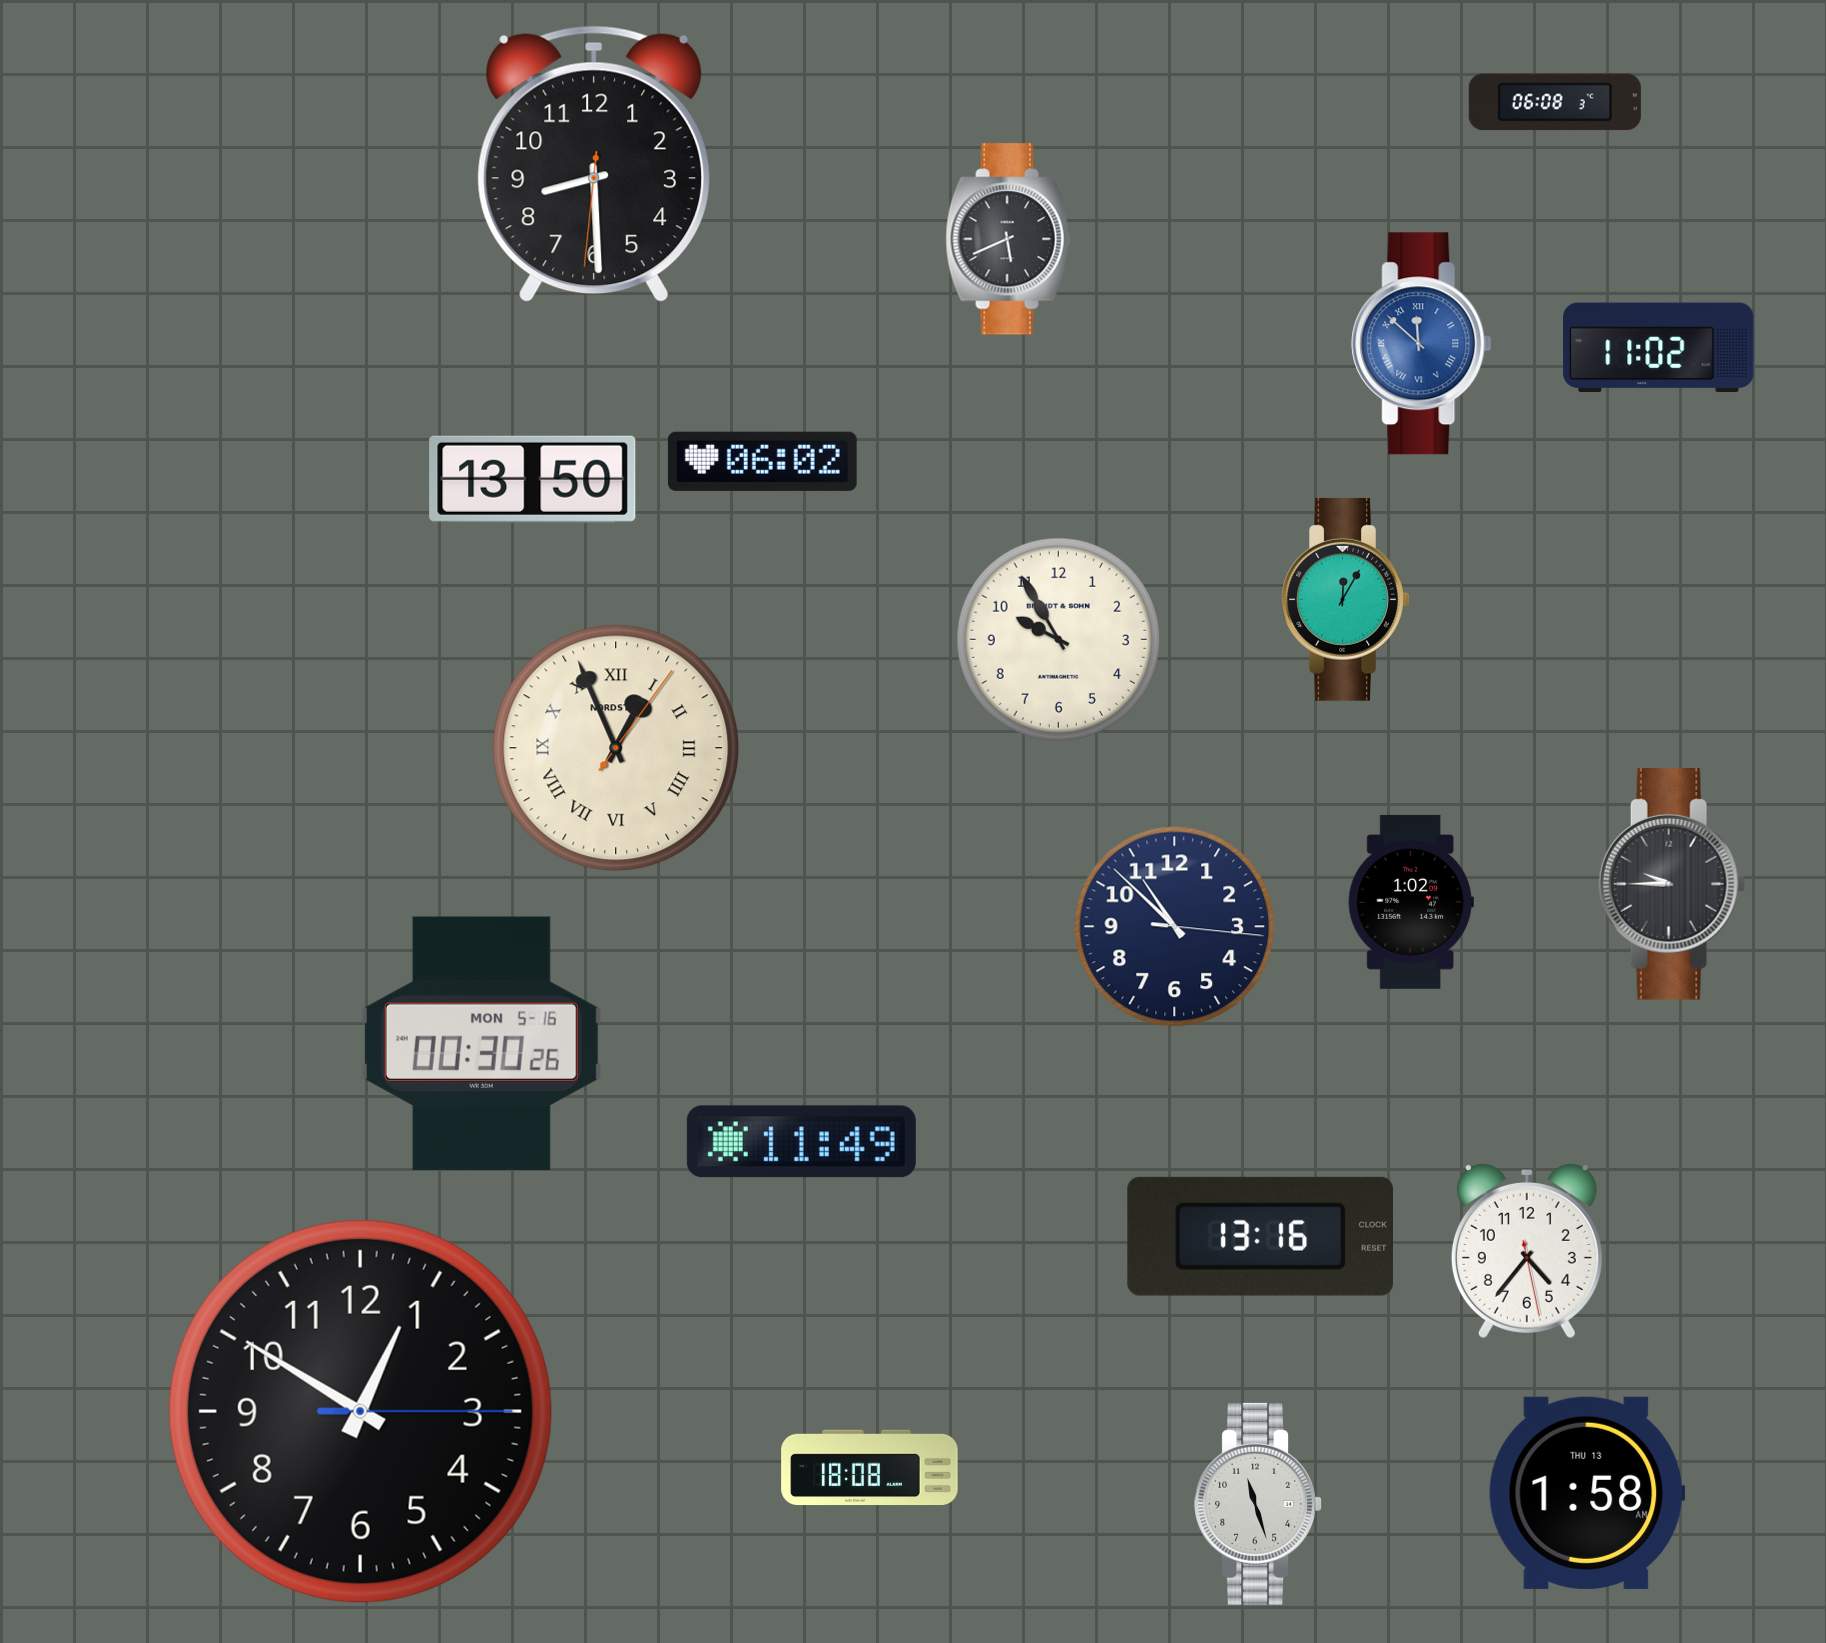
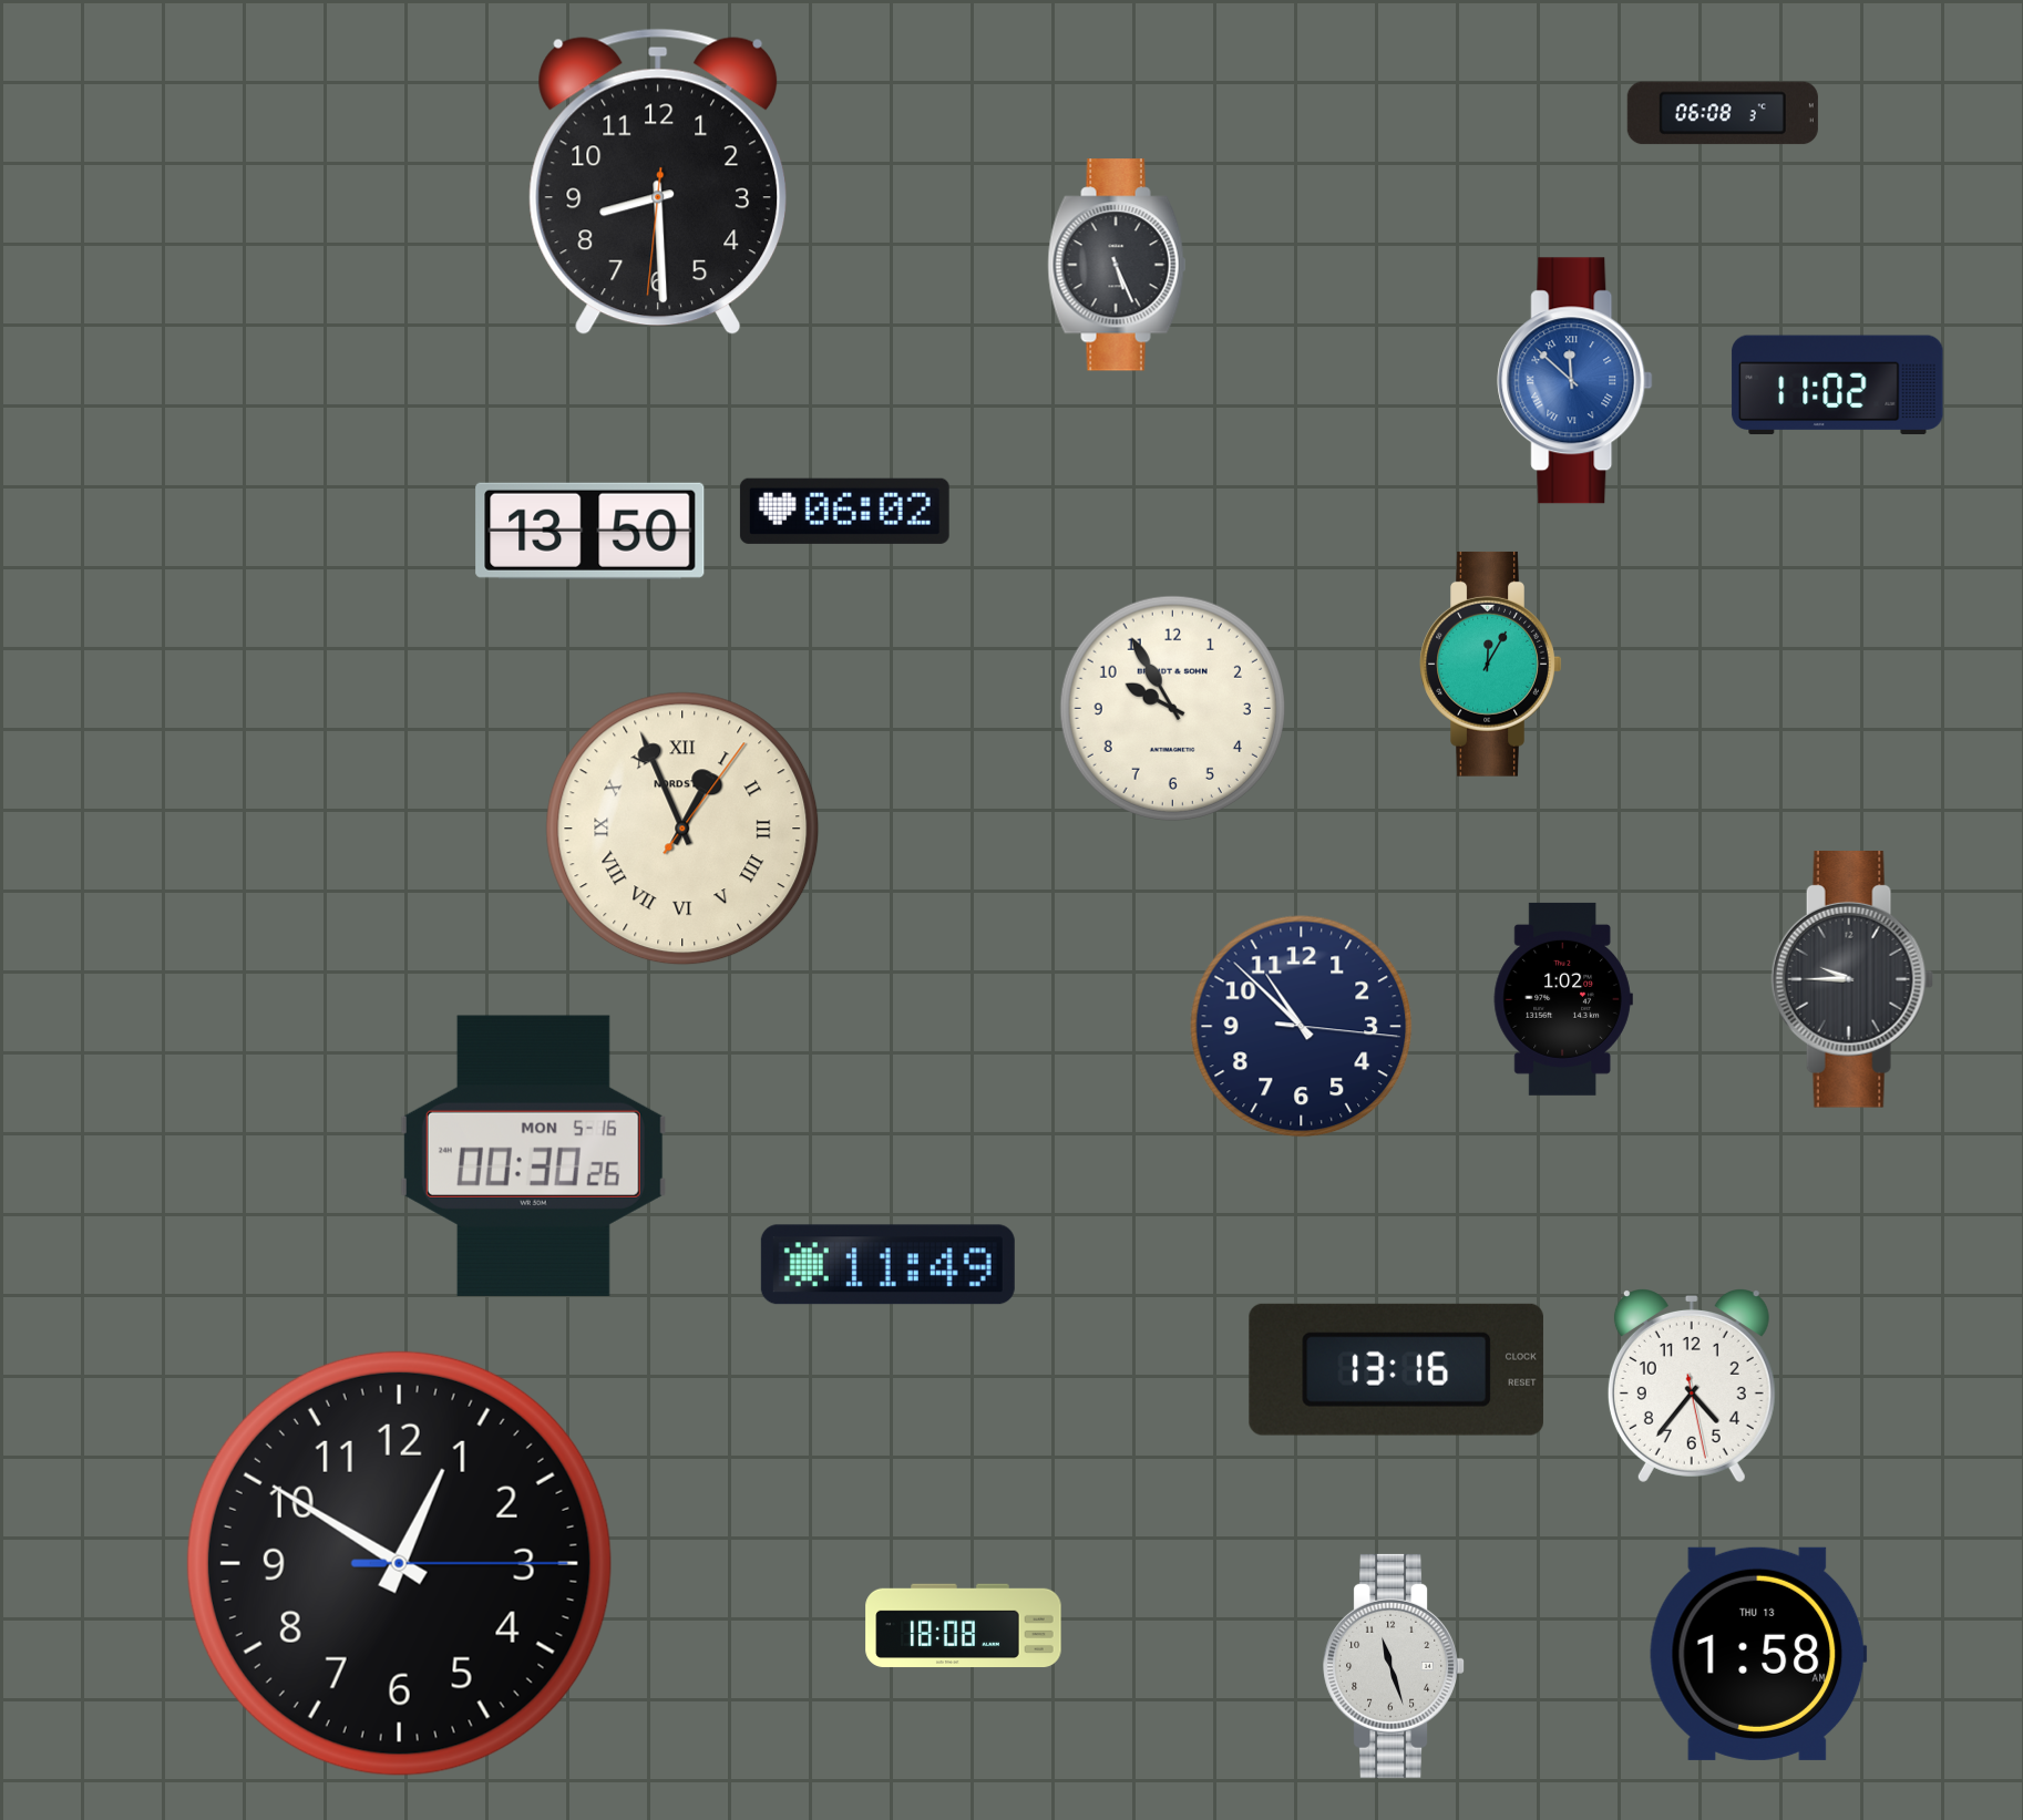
clock at (1008, 239): 5:41 -> 5:26
